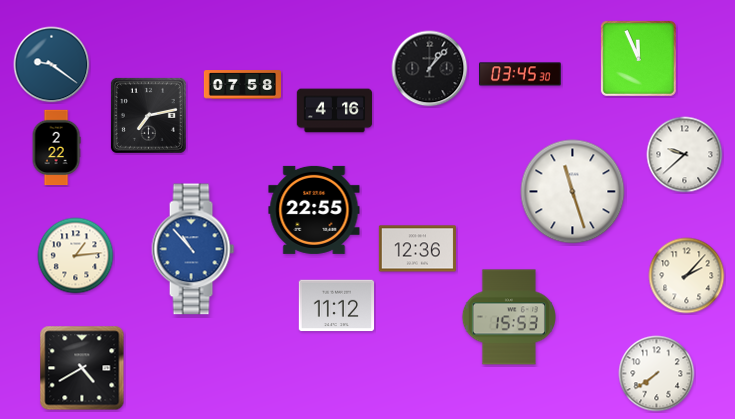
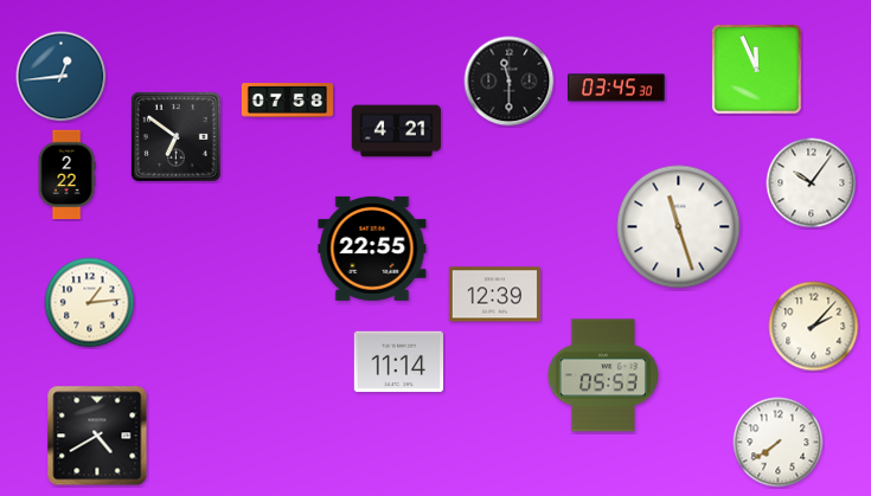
clock at (52, 65): 9:21 -> 12:44
clock at (430, 69): 1:07 -> 11:30
clock at (335, 111): 4:16 -> 4:21
clock at (148, 115): 7:13 -> 6:51
clock at (685, 155): 9:38 -> 10:06
clock at (193, 249): 10:53 -> none
clock at (417, 249): 12:36 -> 12:39
clock at (337, 306): 11:12 -> 11:14
clock at (509, 317): 15:53 -> 05:53
